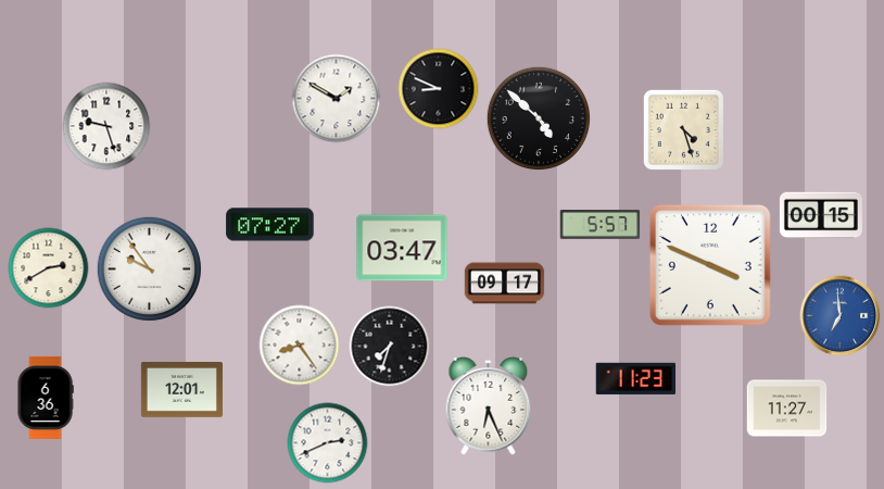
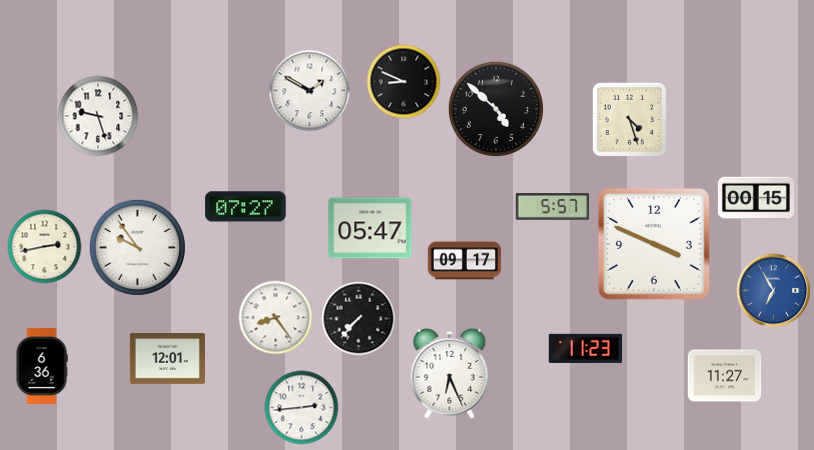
clock at (270, 225) position: (270, 225) -> (246, 207)
clock at (402, 248): 03:47 -> 05:47
clock at (49, 268): 2:40 -> 2:43
clock at (841, 316): 6:59 -> 6:55
clock at (390, 347): 7:33 -> 7:37
clock at (328, 443): 2:41 -> 2:44
